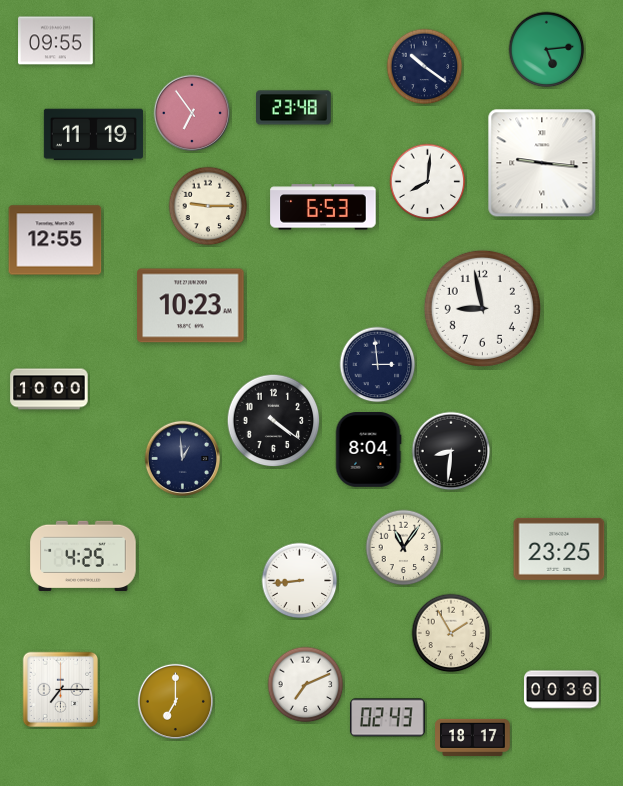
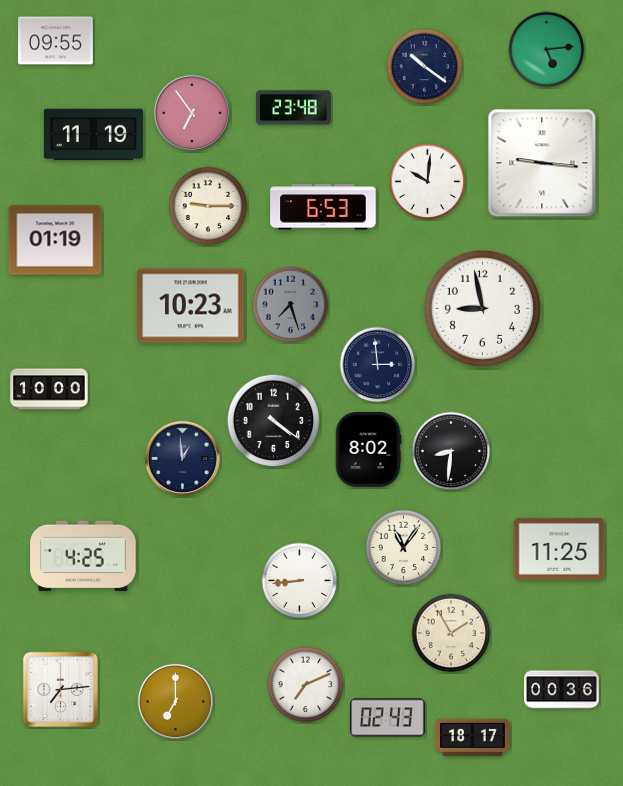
clock at (428, 182): 8:01 -> 10:01
clock at (55, 240): 12:55 -> 01:19
clock at (291, 305): none -> 7:27
clock at (368, 450): 8:04 -> 8:02
clock at (559, 549): 23:25 -> 11:25
clock at (61, 690): 7:15 -> 7:14
